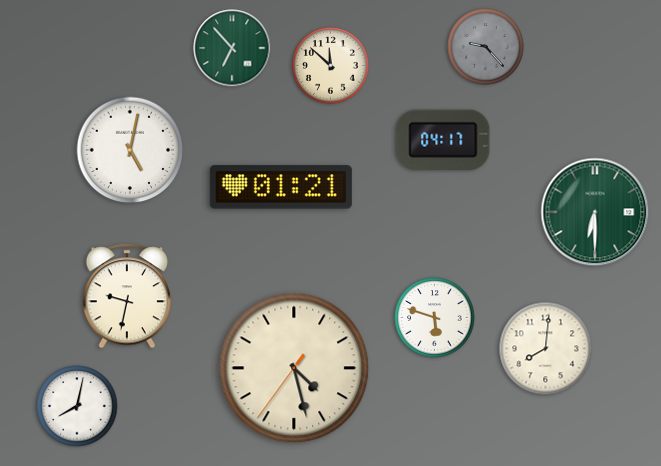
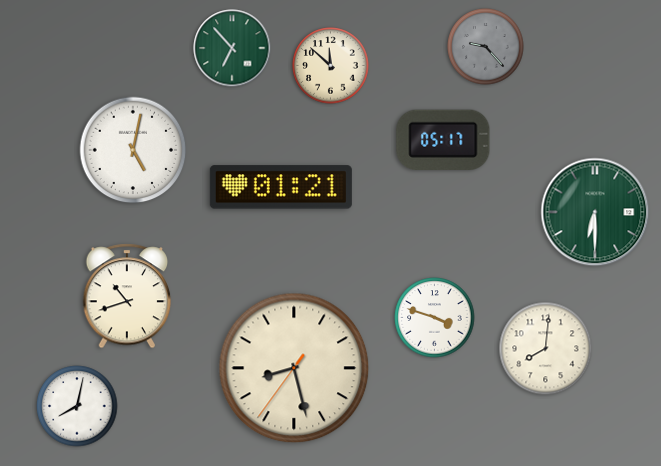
clock at (443, 140): 04:17 -> 05:17
clock at (130, 150) position: (130, 150) -> (133, 150)
clock at (127, 296): 9:32 -> 10:42
clock at (435, 318): 5:48 -> 3:48
clock at (294, 368): 4:27 -> 8:27
